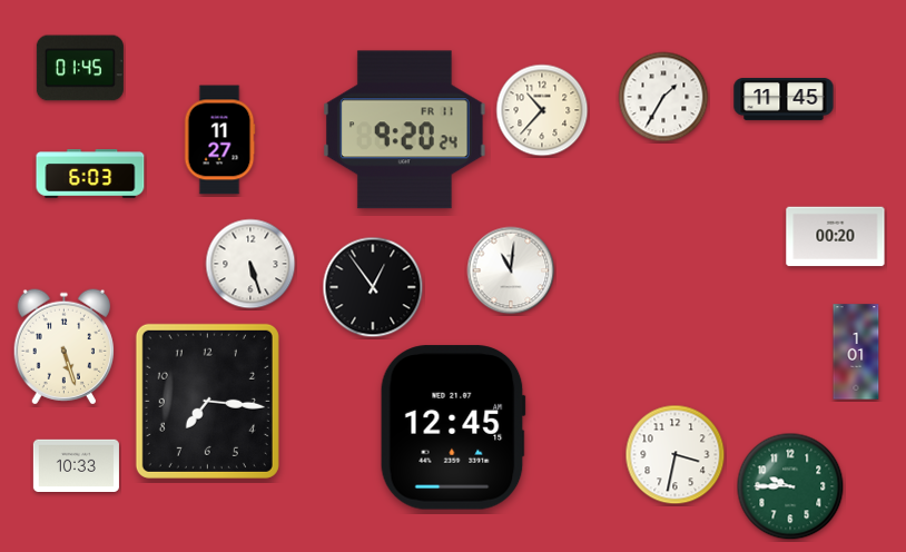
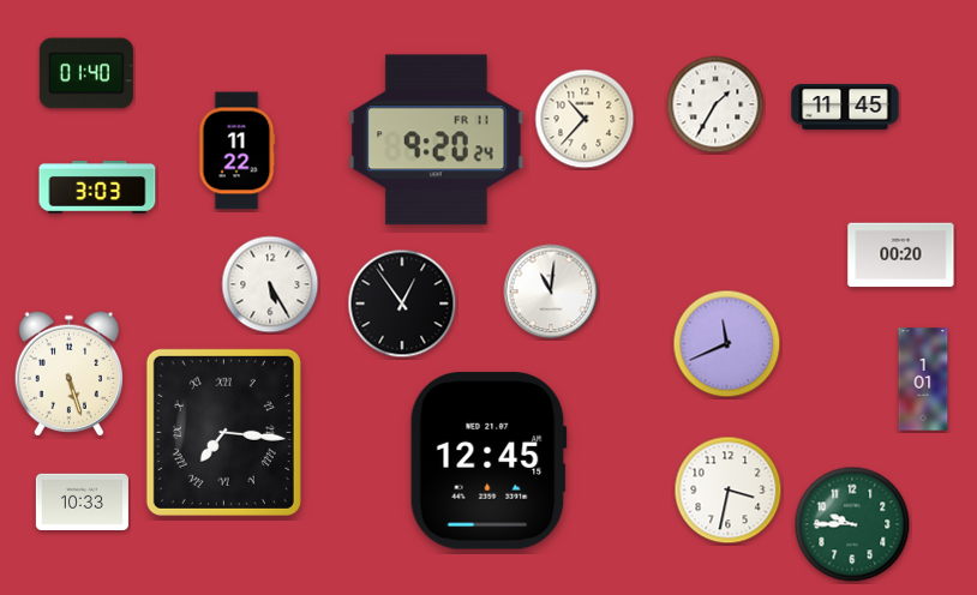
clock at (80, 68): 01:45 -> 01:40
clock at (219, 140): 11:27 -> 11:22
clock at (90, 174): 6:03 -> 3:03
clock at (250, 264): 5:27 -> 5:25
clock at (373, 287) position: (373, 287) -> (402, 303)
clock at (727, 344): none -> 11:41
clock at (207, 401) numerals: Arabic -> Roman
